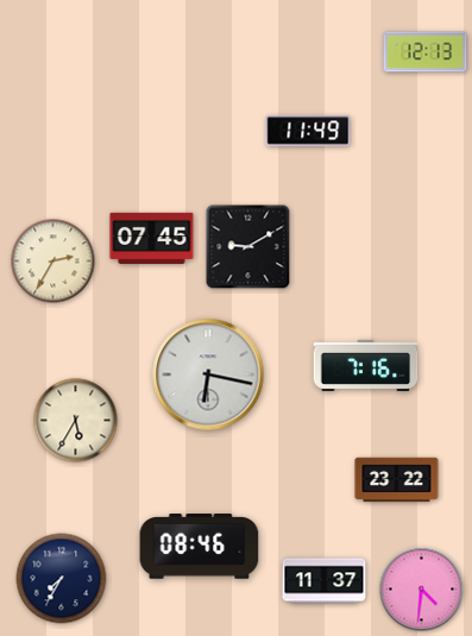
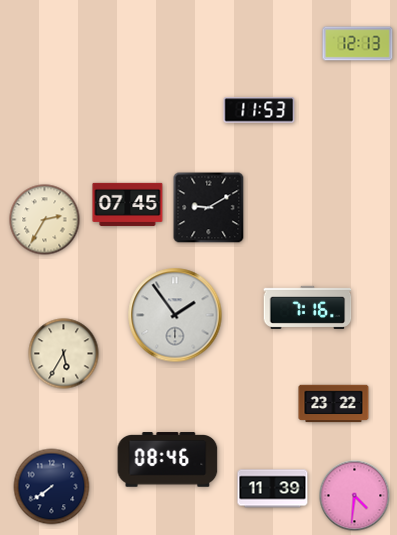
clock at (308, 131): 11:49 -> 11:53
clock at (152, 238) position: (152, 238) -> (128, 204)
clock at (208, 374): 6:17 -> 1:54
clock at (62, 579): 7:35 -> 7:39
clock at (325, 581): 11:37 -> 11:39
